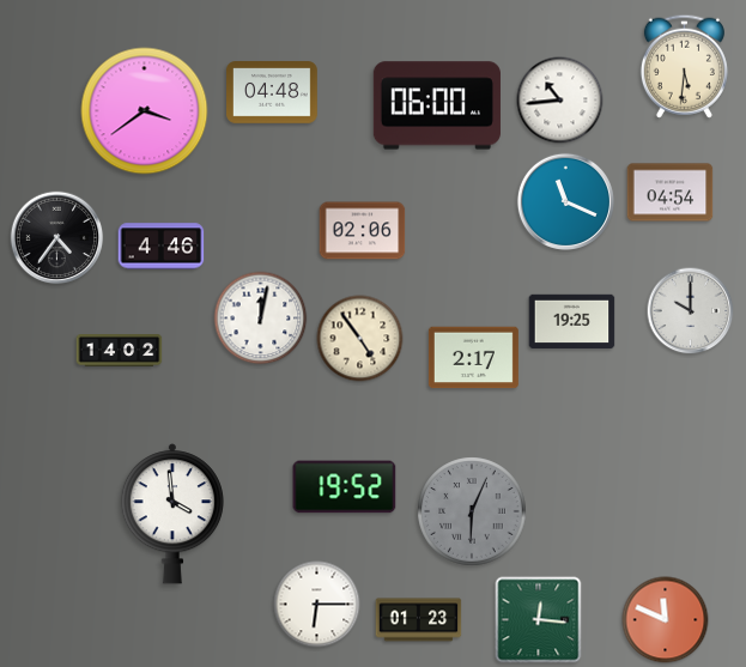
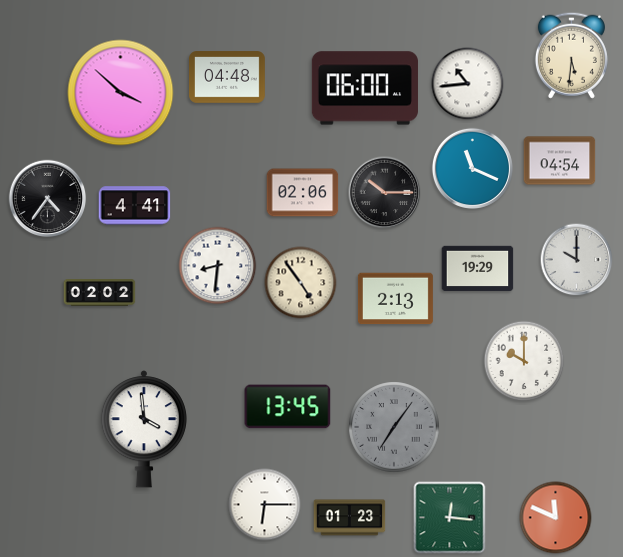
clock at (145, 111): 3:39 -> 3:52
clock at (385, 193): none -> 10:15
clock at (162, 247): 4:46 -> 4:41
clock at (261, 319): 12:02 -> 8:31
clock at (572, 322): 19:25 -> 19:29
clock at (120, 351): 14:02 -> 02:02
clock at (473, 358): 2:17 -> 2:13
clock at (524, 361): none -> 10:00
clock at (345, 487): 19:52 -> 13:45
clock at (472, 511): 6:04 -> 7:06
